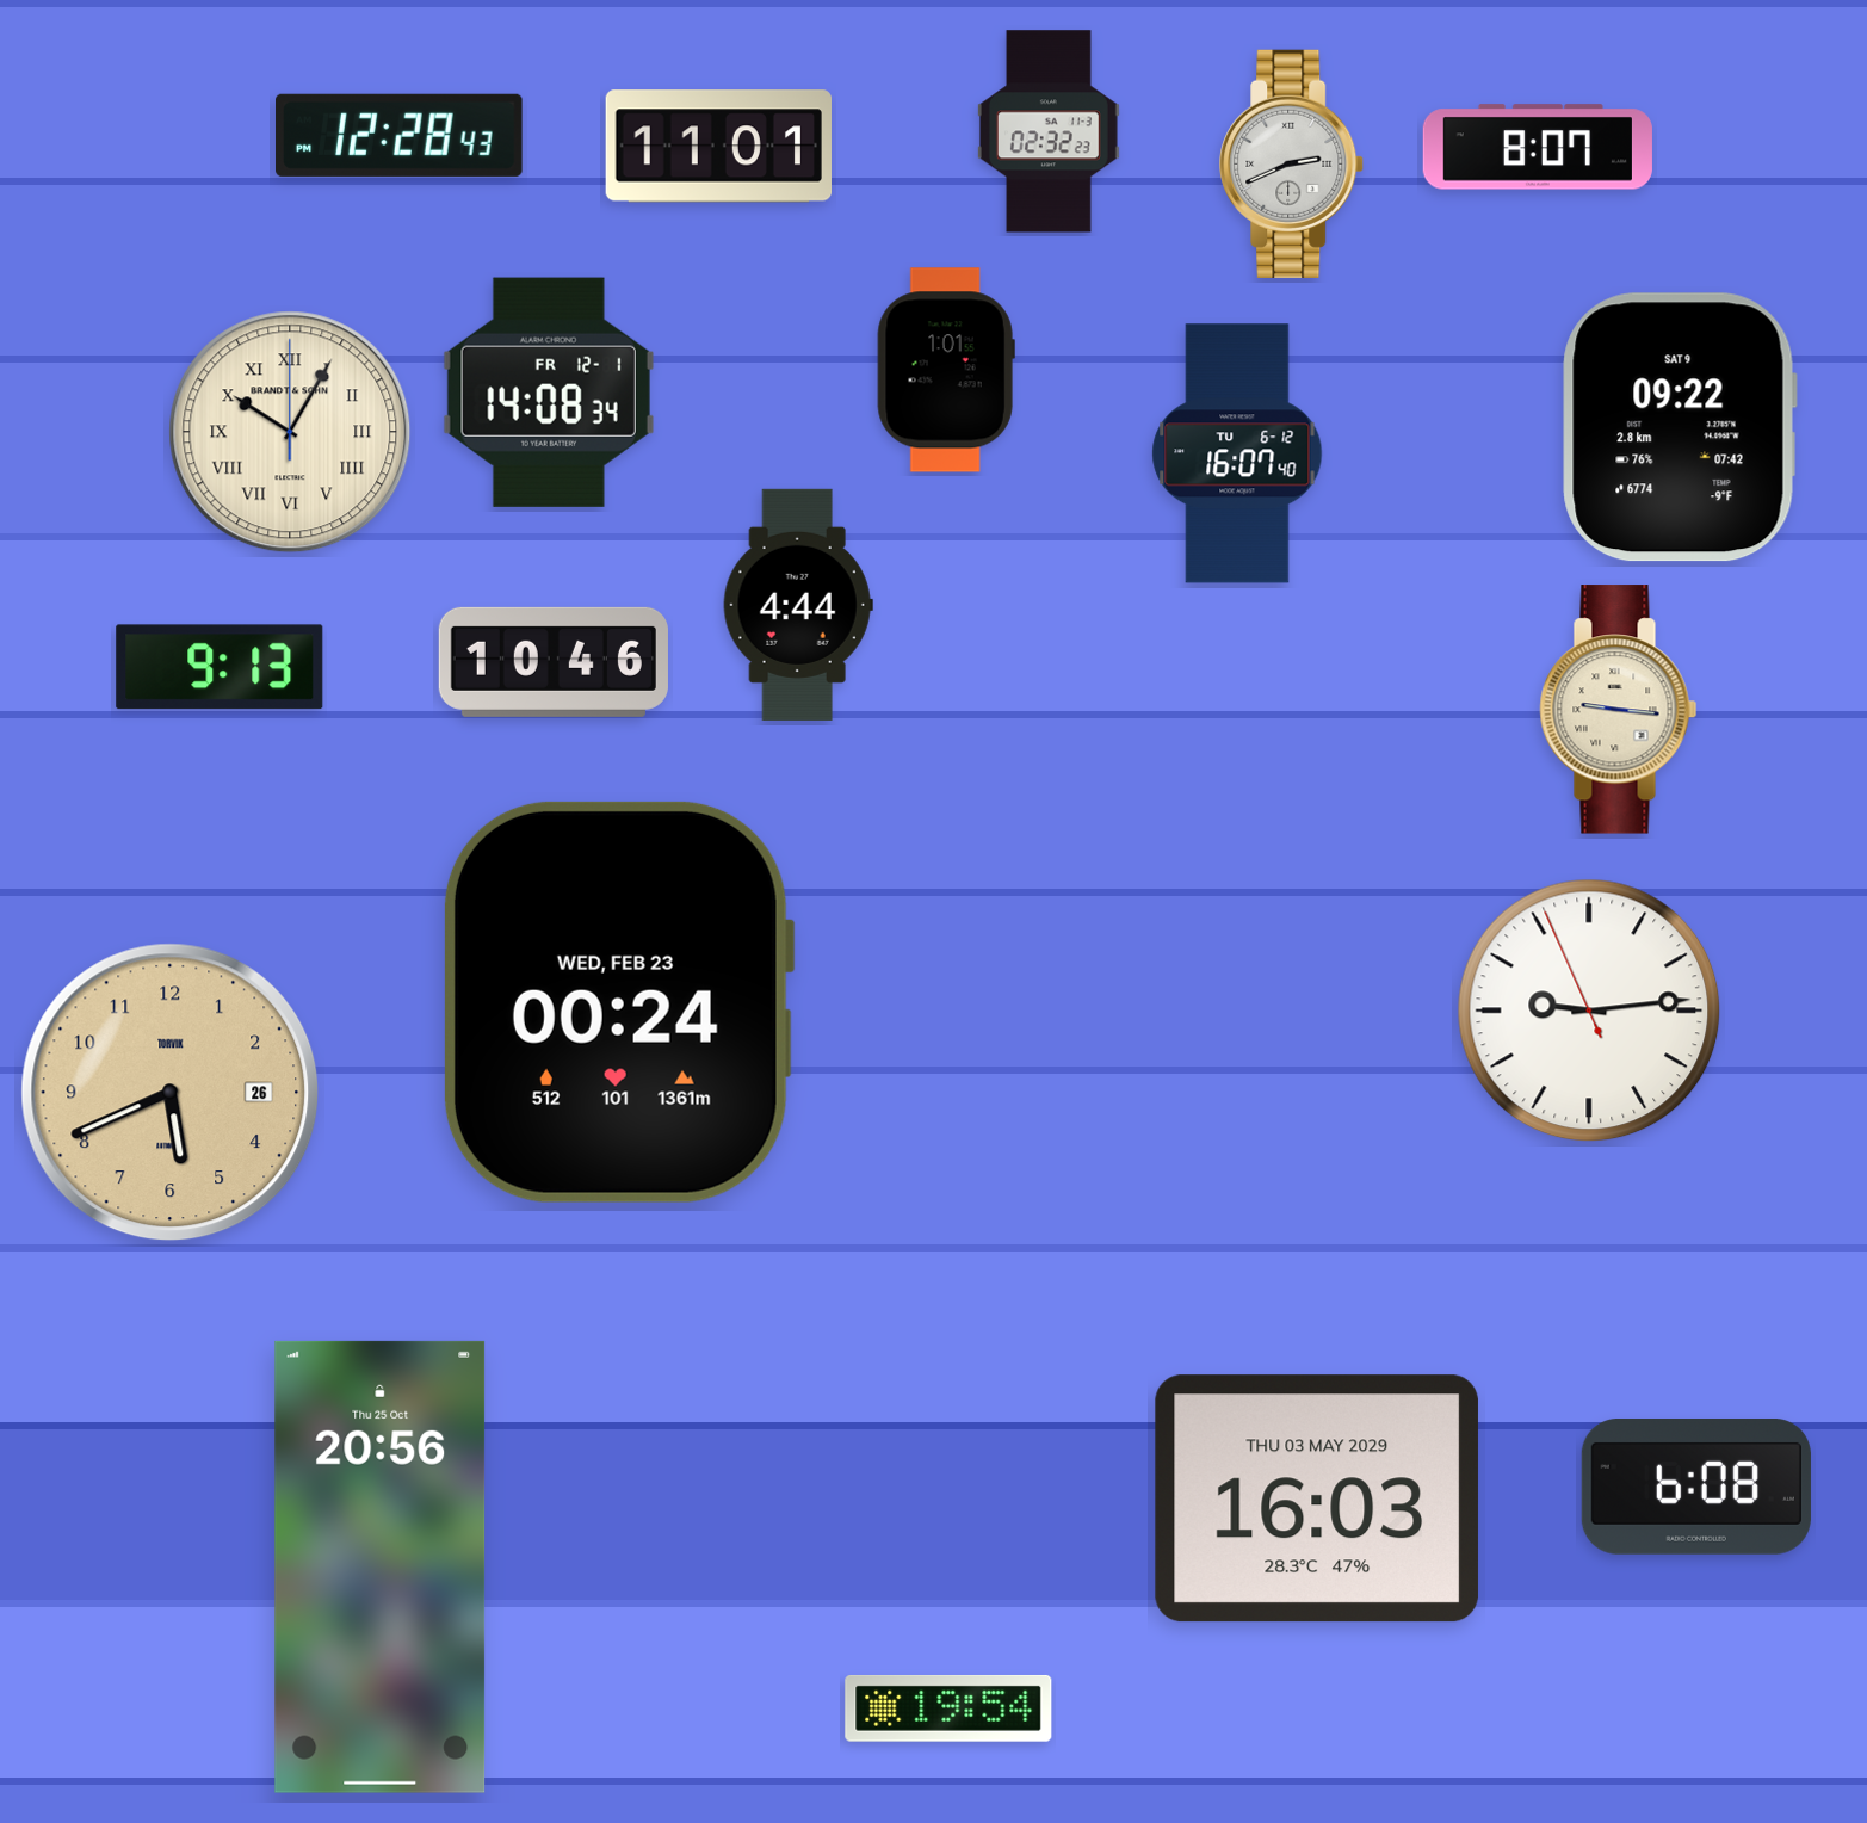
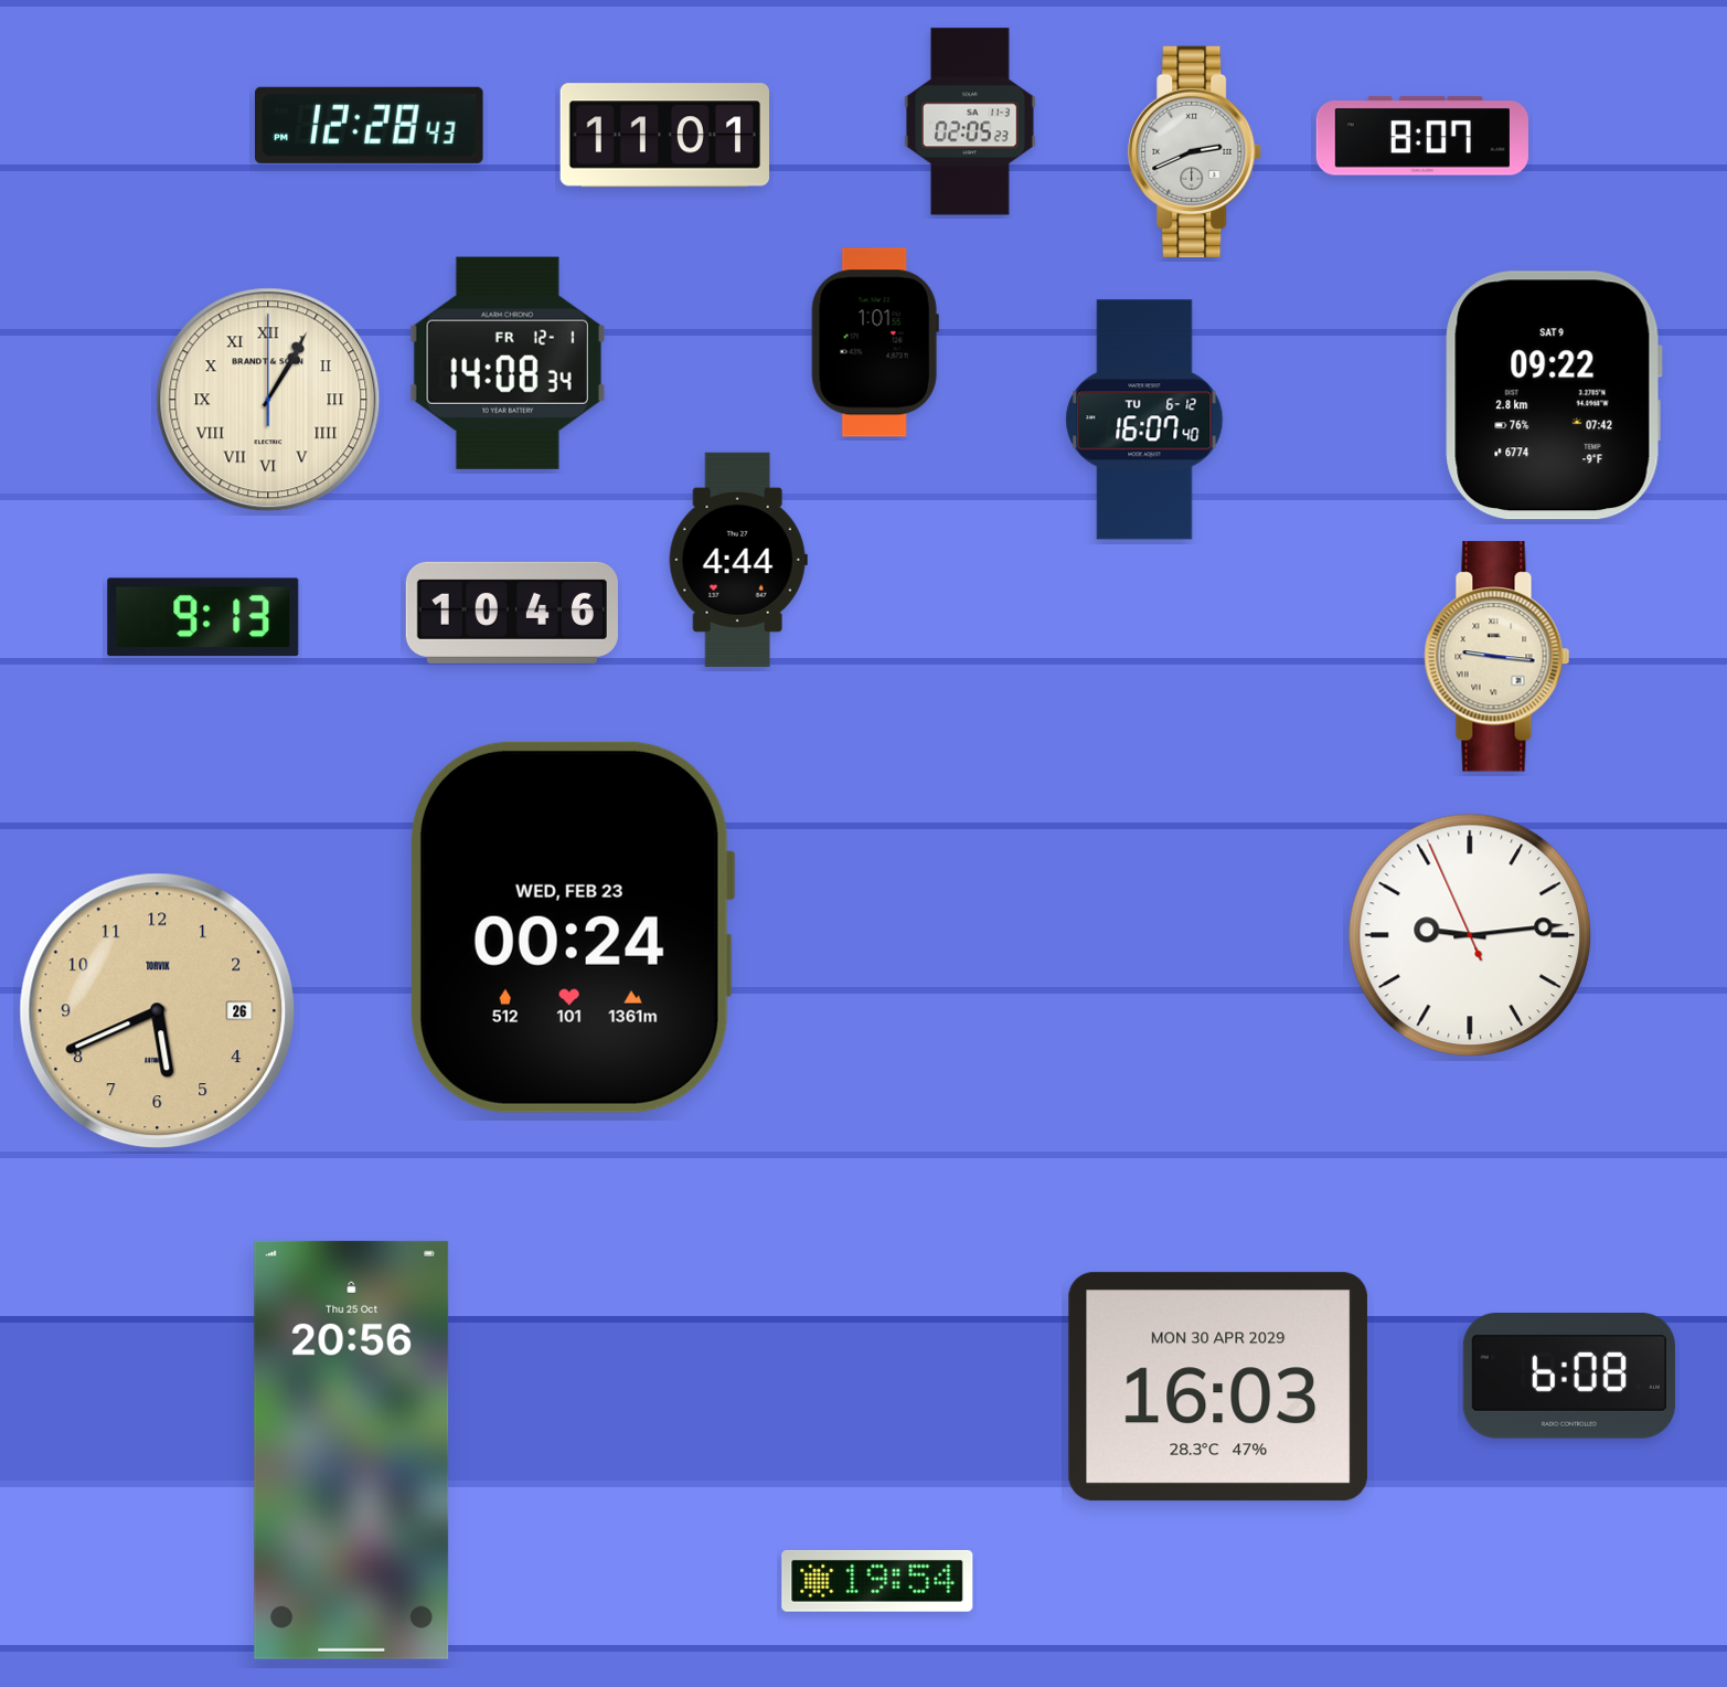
clock at (1049, 131): 02:32 -> 02:05
clock at (290, 432): 10:05 -> 1:05
clock at (1317, 1498) date: THU 03 MAY 2029 -> MON 30 APR 2029
